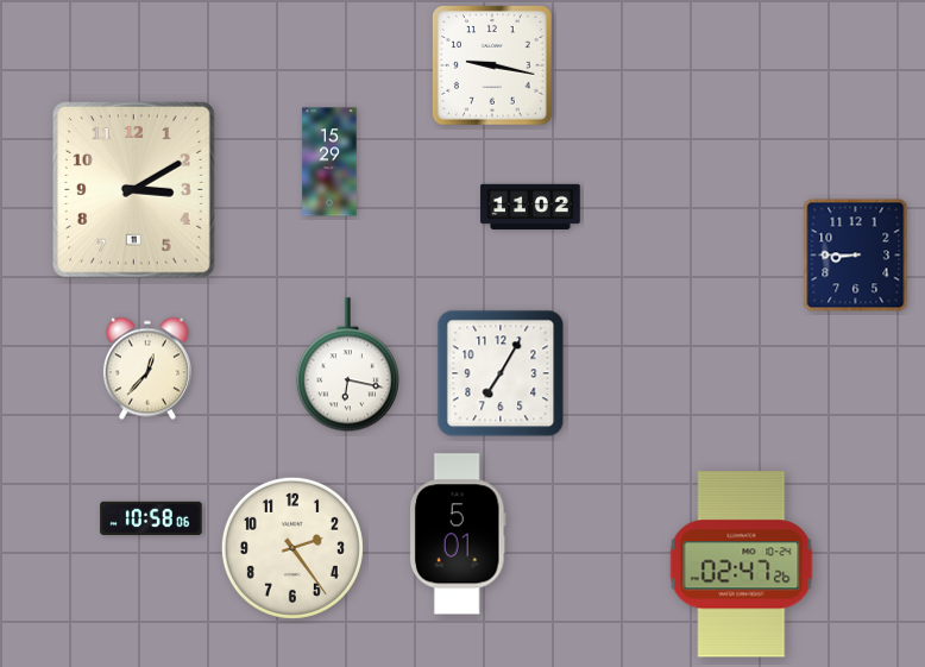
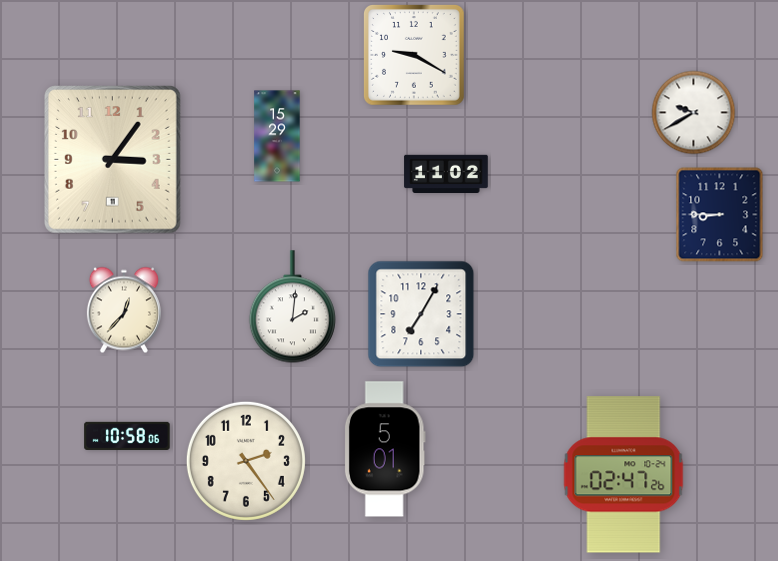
clock at (493, 67): 9:17 -> 9:20
clock at (694, 113): none -> 9:40
clock at (134, 190): 3:10 -> 3:06
clock at (347, 365): 6:17 -> 2:01
